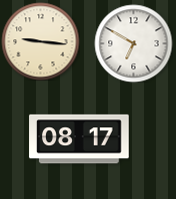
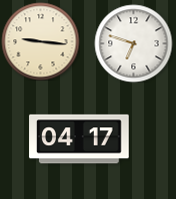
clock at (133, 43): 6:50 -> 6:48
clock at (79, 139): 08:17 -> 04:17
